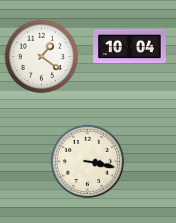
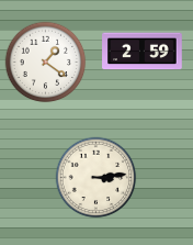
clock at (130, 47): 10:04 -> 2:59
clock at (88, 162): 3:17 -> 3:14
